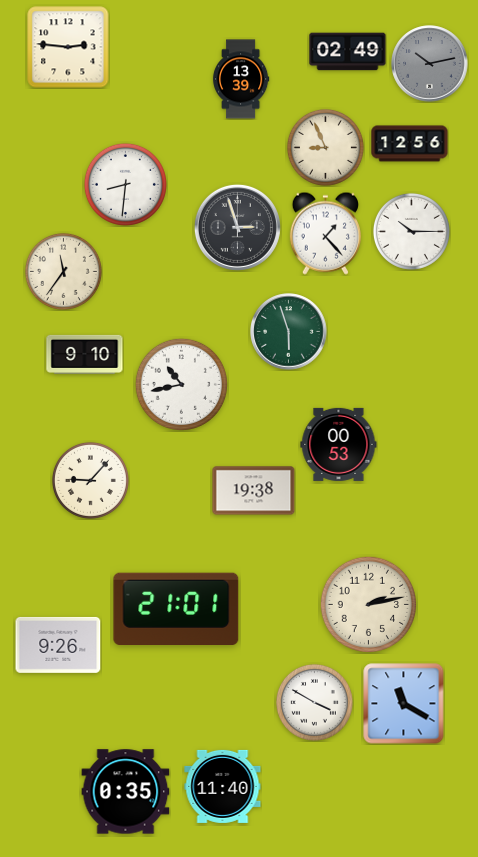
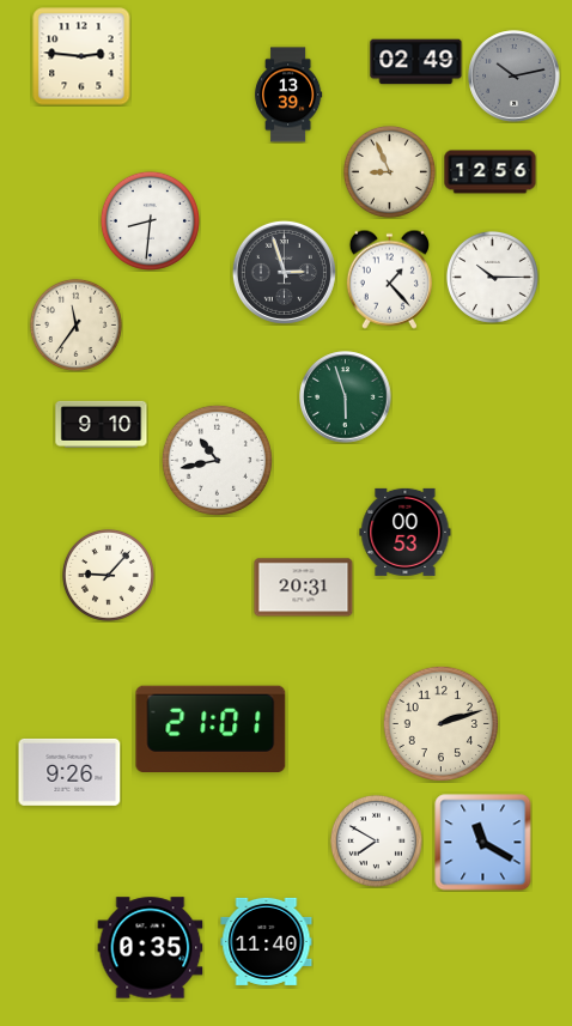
clock at (325, 147) position: (325, 147) -> (389, 171)
clock at (254, 491): 19:38 -> 20:31
clock at (368, 604): 2:13 -> 2:12
clock at (314, 702): 3:50 -> 7:50
